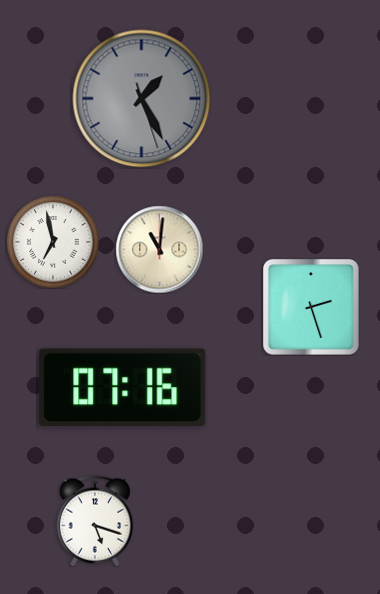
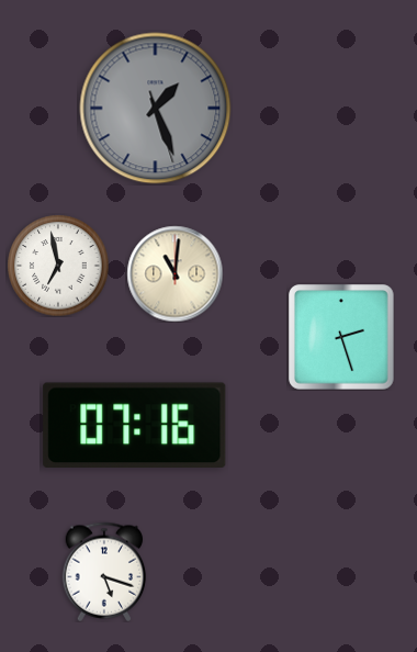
clock at (142, 99): 1:25 -> 1:26
